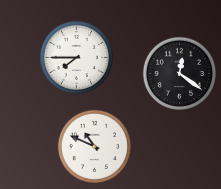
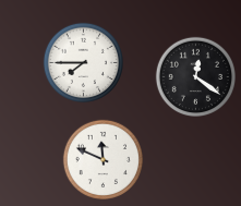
clock at (179, 73) position: (179, 73) -> (195, 76)
clock at (94, 146): 10:49 -> 11:49
